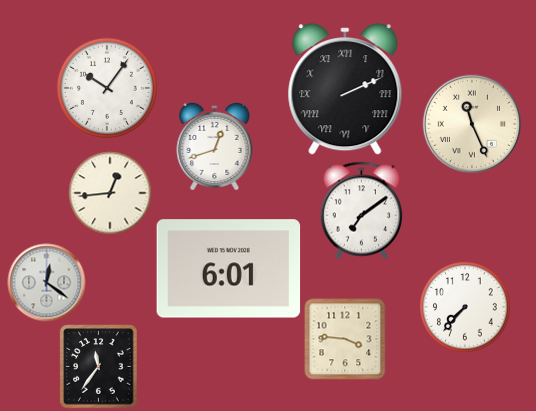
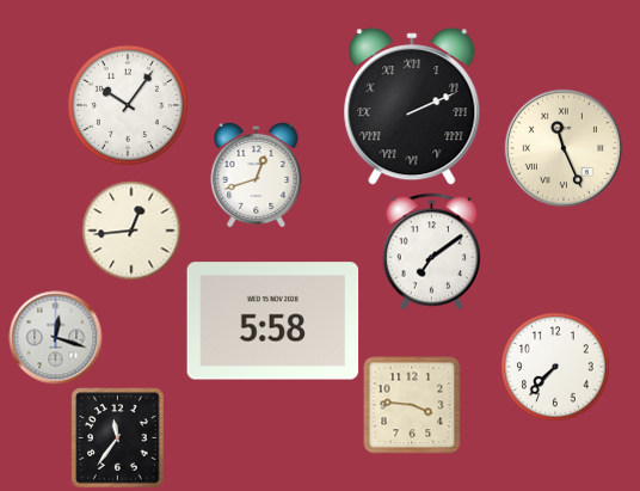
clock at (229, 269): 6:01 -> 5:58
clock at (46, 282): 12:21 -> 12:18
